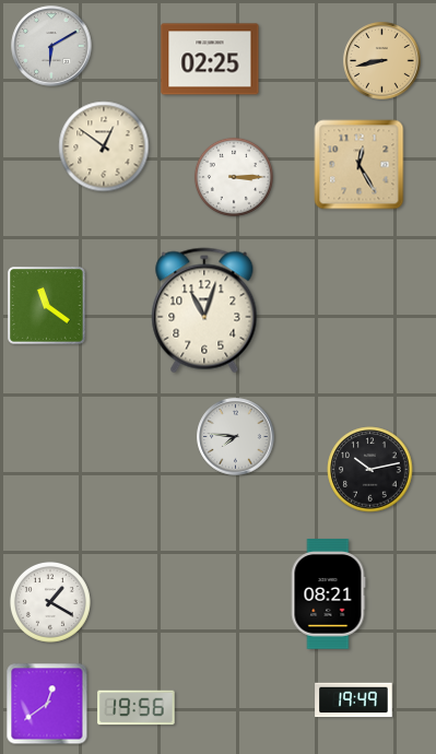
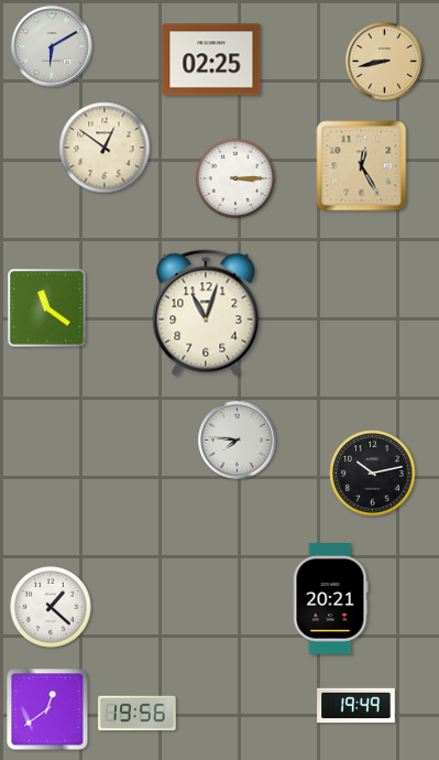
clock at (328, 594): 08:21 -> 20:21
clock at (50, 602): 1:20 -> 1:22
